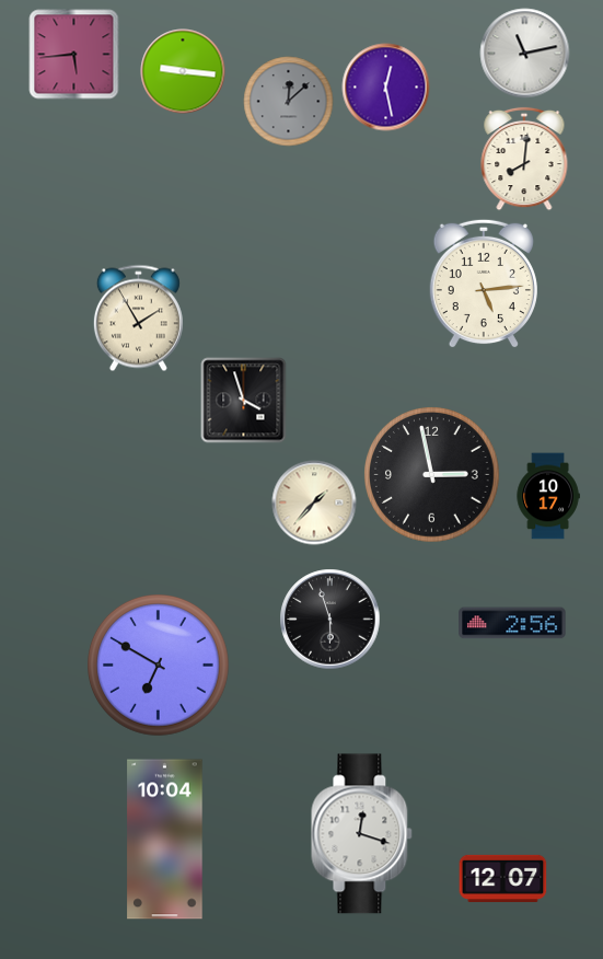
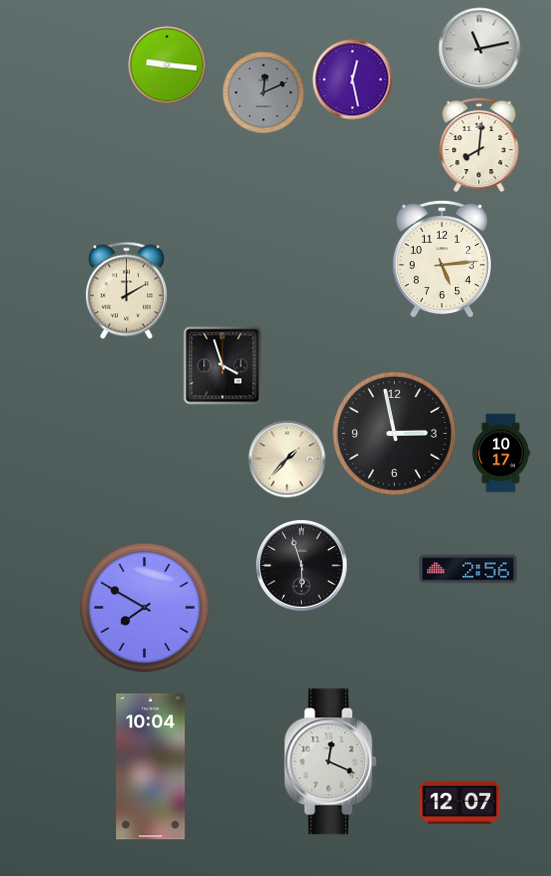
clock at (74, 55): 5:44 -> none
clock at (289, 102): 12:08 -> 12:11
clock at (138, 319): 1:55 -> 2:00
clock at (159, 666): 6:50 -> 7:50
clock at (362, 834): 12:18 -> 12:19
